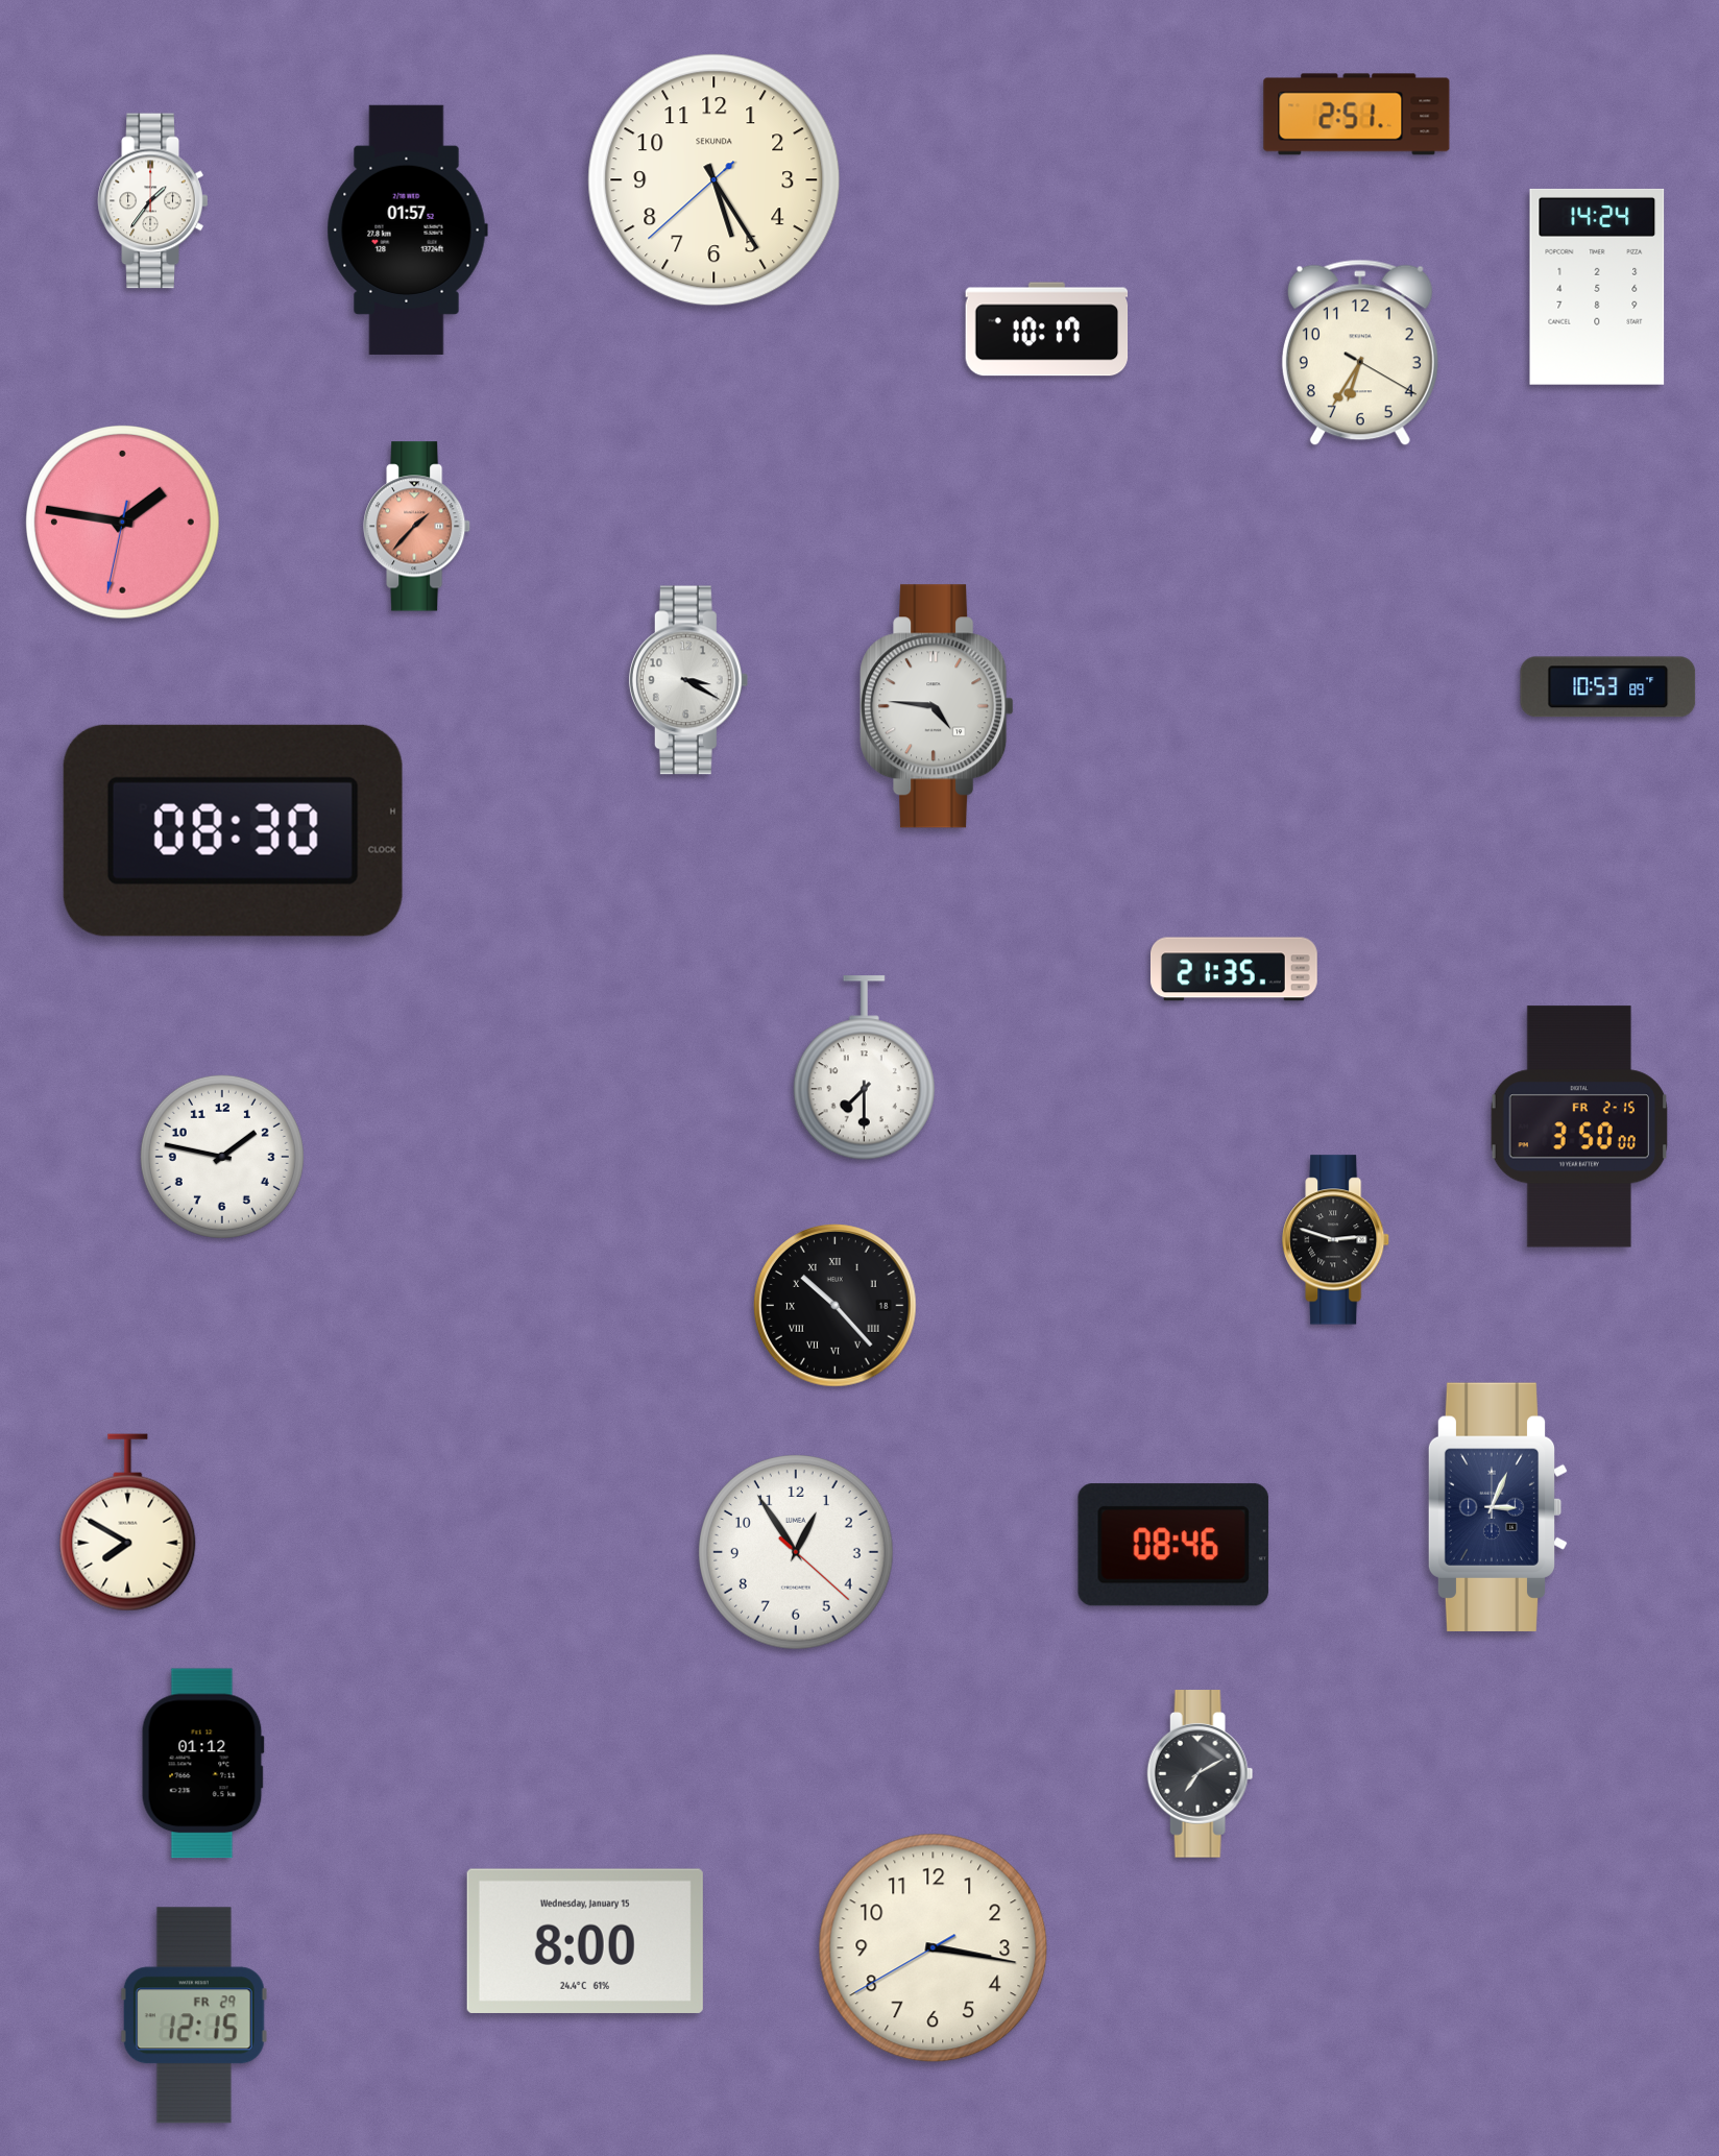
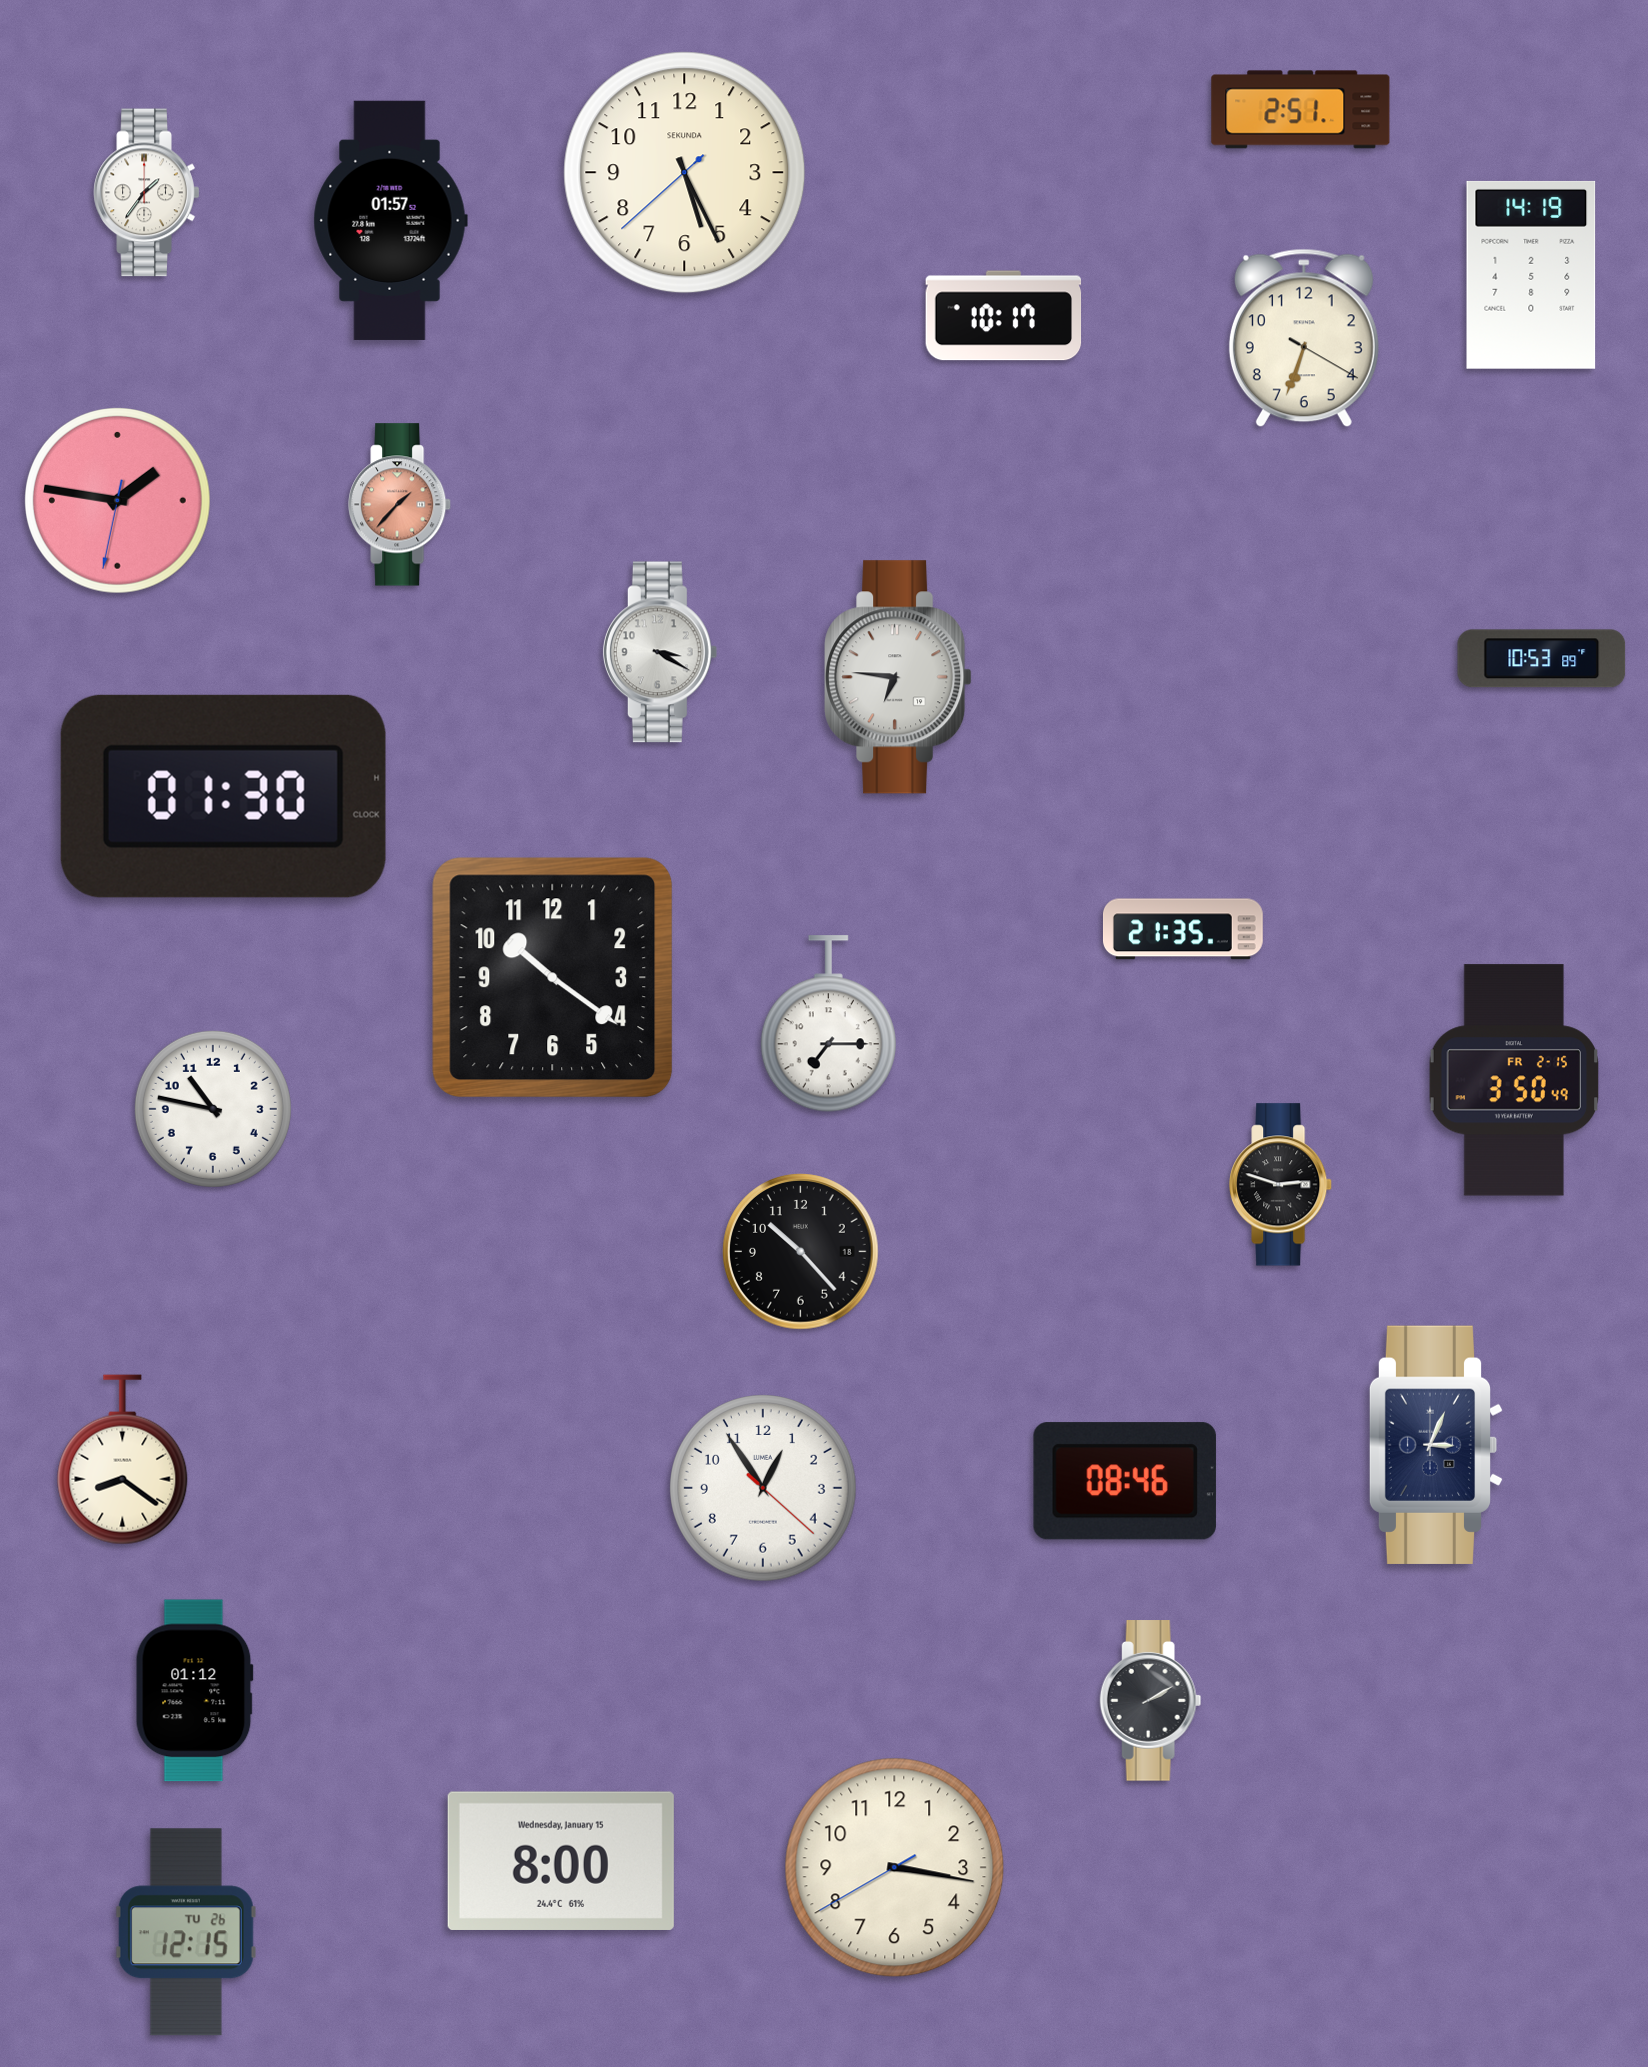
clock at (715, 180): 5:24 -> 5:25
clock at (1597, 287): 14:24 -> 14:19
clock at (1360, 353): 6:35 -> 6:33
clock at (937, 706): 4:46 -> 6:46
clock at (233, 830): 08:30 -> 01:30
clock at (553, 978): none -> 10:21
clock at (864, 1068): 7:30 -> 7:15
clock at (1578, 1127): 3:50:00 -> 3:50:49
clock at (222, 1157): 1:47 -> 10:47
clock at (1337, 1240) position: (1337, 1240) -> (1282, 1185)
clock at (836, 1306) numerals: Roman -> Arabic
clock at (128, 1523): 7:50 -> 8:21
clock at (1201, 1774): 7:10 -> 2:10
clock at (194, 2015) date: FR 29 -> TU 26
